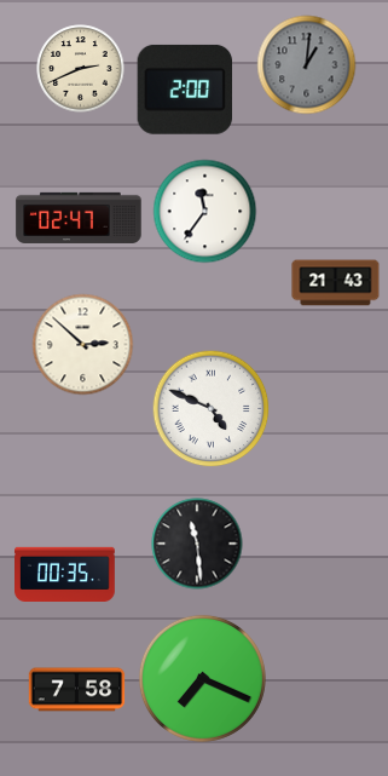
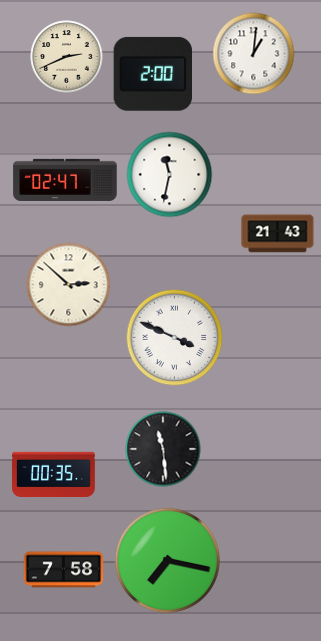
clock at (307, 65) dial: grey -> white
clock at (205, 212): 11:36 -> 11:32
clock at (212, 409): 4:49 -> 3:49
clock at (202, 678): 7:19 -> 7:17
